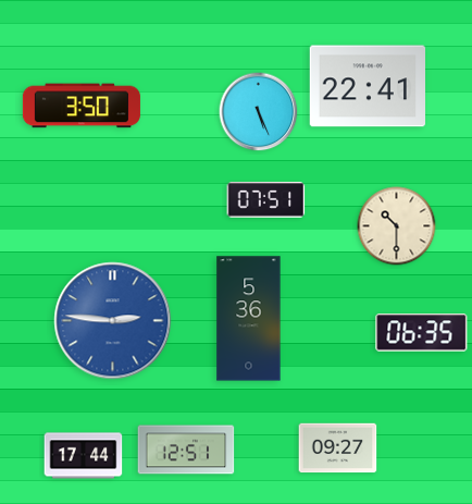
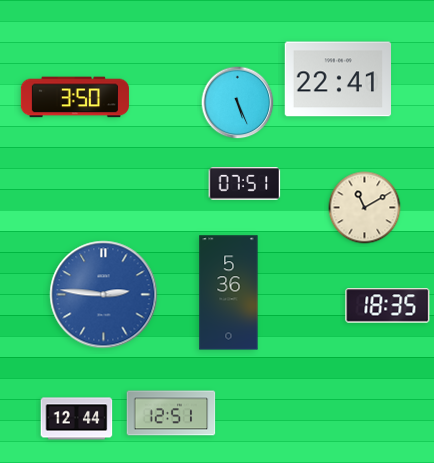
clock at (397, 226): 10:30 -> 11:10
clock at (422, 333): 06:35 -> 18:35
clock at (338, 448): 09:27 -> none
clock at (84, 456): 17:44 -> 12:44
